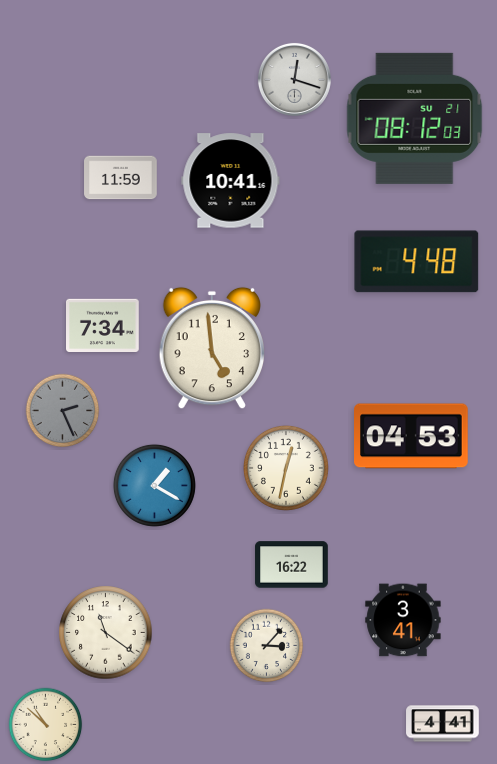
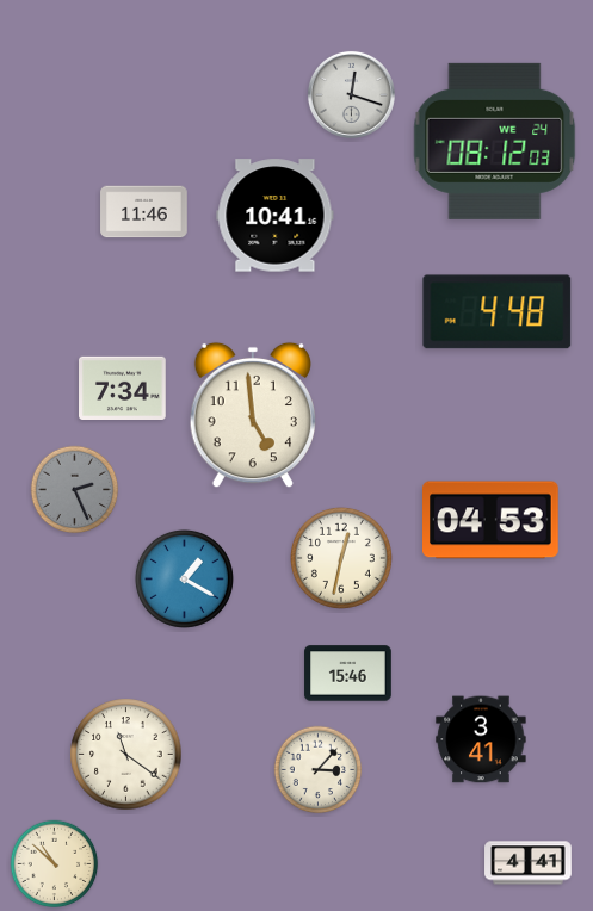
clock at (415, 118) date: SU 21 -> WE 24
clock at (121, 178): 11:59 -> 11:46
clock at (292, 565): 16:22 -> 15:46
